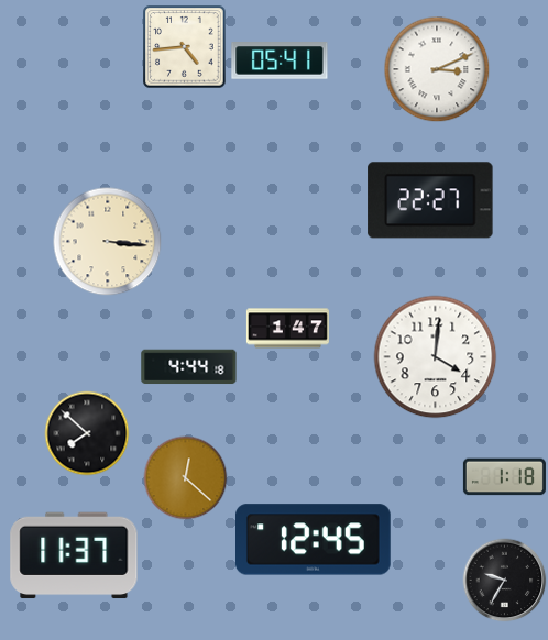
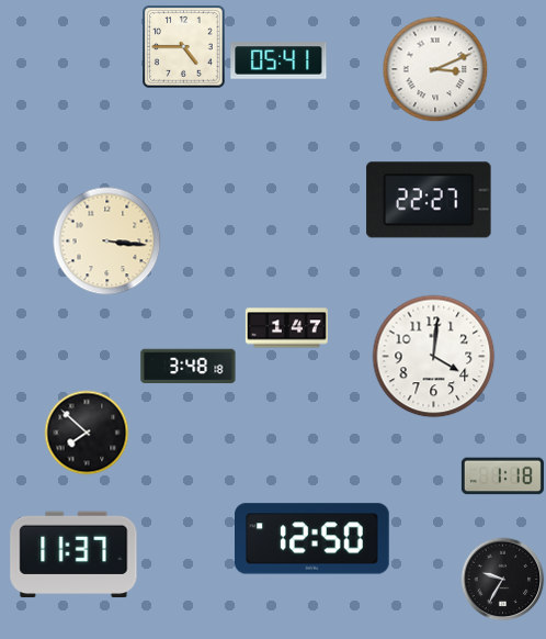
clock at (185, 47): 4:44 -> 4:45
clock at (189, 367): 4:44 -> 3:48
clock at (186, 478): 12:22 -> none
clock at (314, 540): 12:45 -> 12:50
